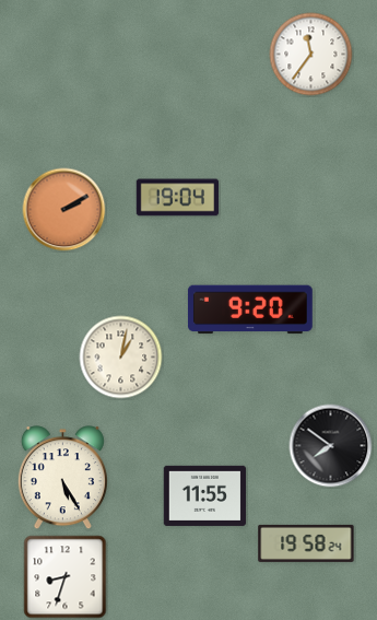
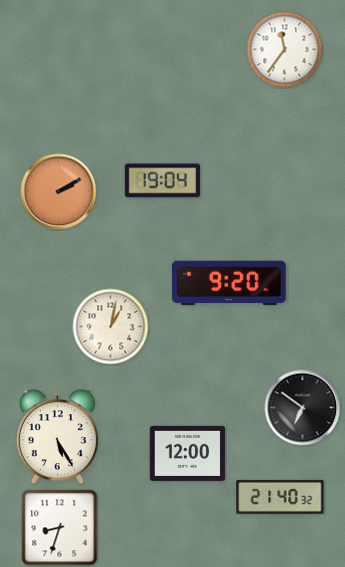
clock at (331, 446): 7:51 -> 6:51
clock at (205, 495): 11:55 -> 12:00
clock at (306, 543): 19:58 -> 21:40
